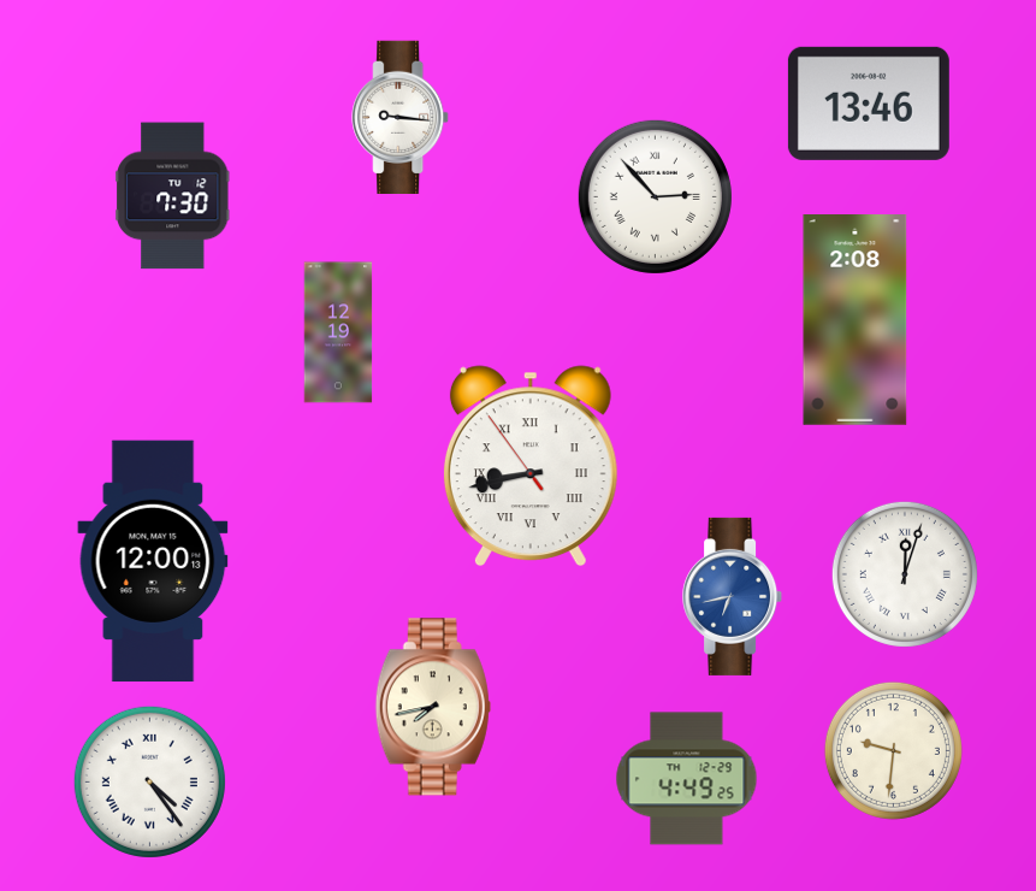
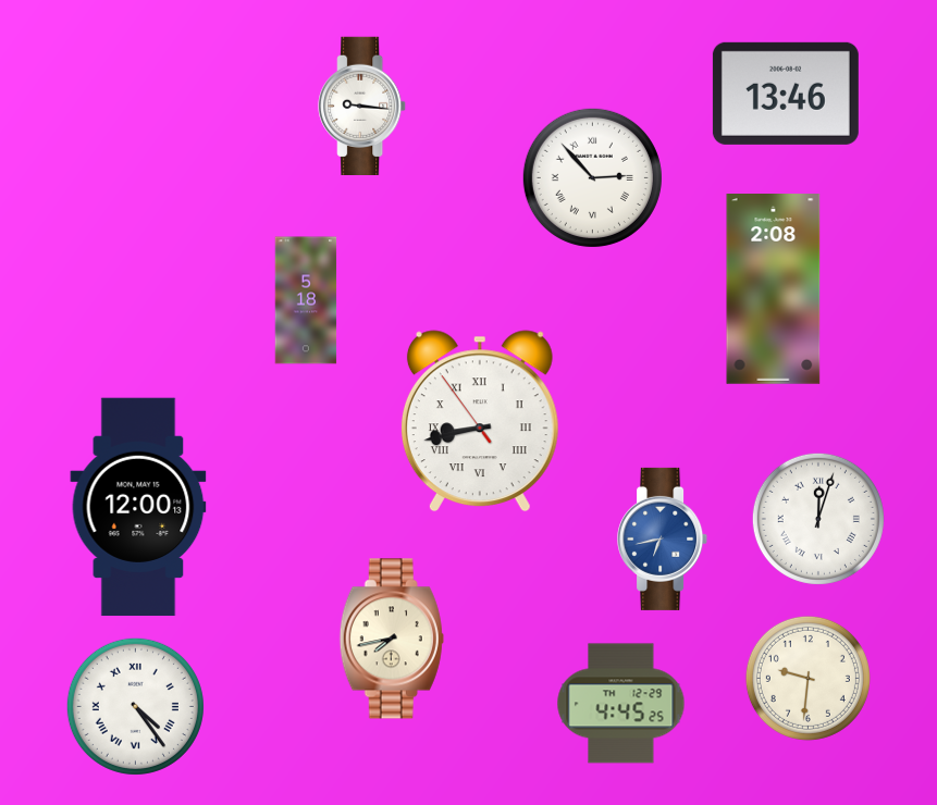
clock at (173, 196): 7:30 -> none
clock at (338, 332): 12:19 -> 5:18
clock at (687, 779): 4:49 -> 4:45
